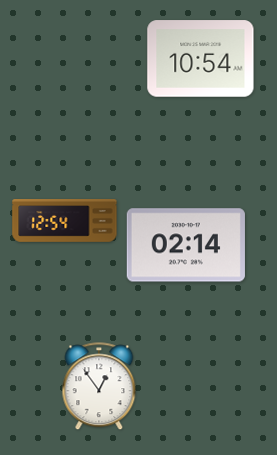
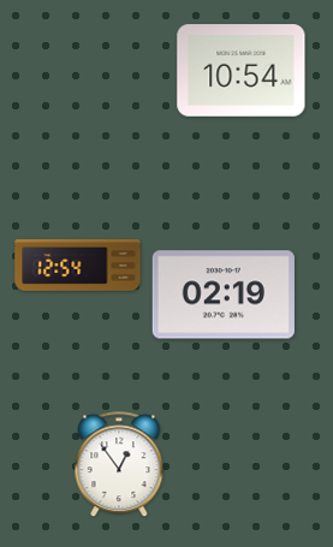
clock at (186, 245): 02:14 -> 02:19
